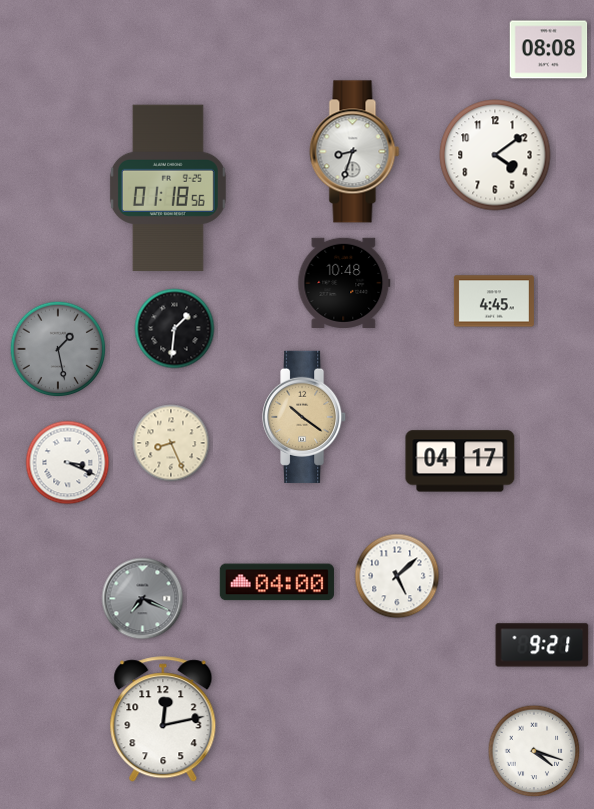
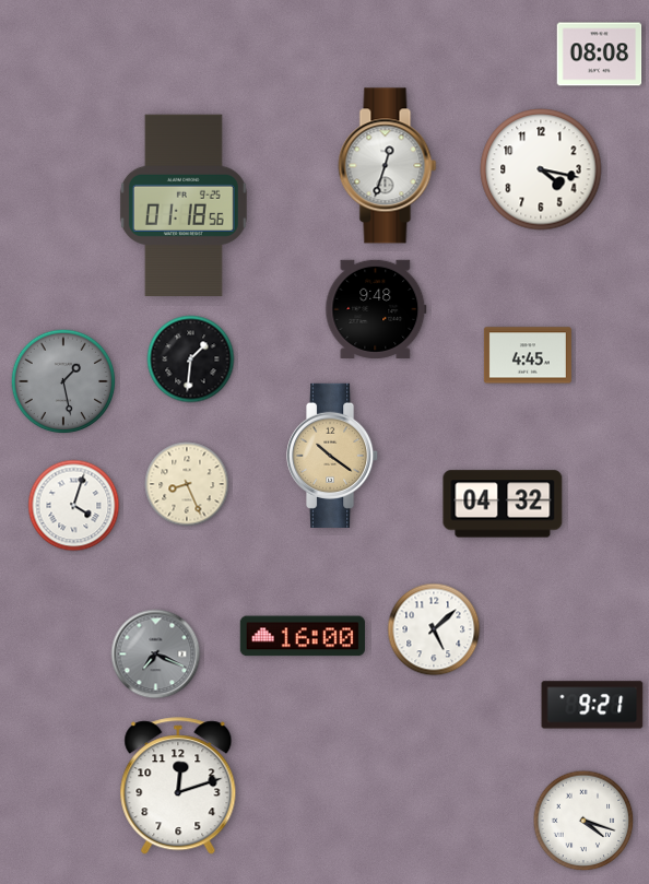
clock at (355, 152): 8:33 -> 12:33
clock at (495, 155): 4:09 -> 4:17
clock at (344, 283): 10:48 -> 9:48
clock at (494, 301) position: (494, 301) -> (528, 355)
clock at (460, 461): 04:17 -> 04:32
clock at (68, 463): 3:19 -> 4:03
clock at (277, 582): 04:00 -> 16:00
clock at (163, 720): 12:13 -> 12:12
